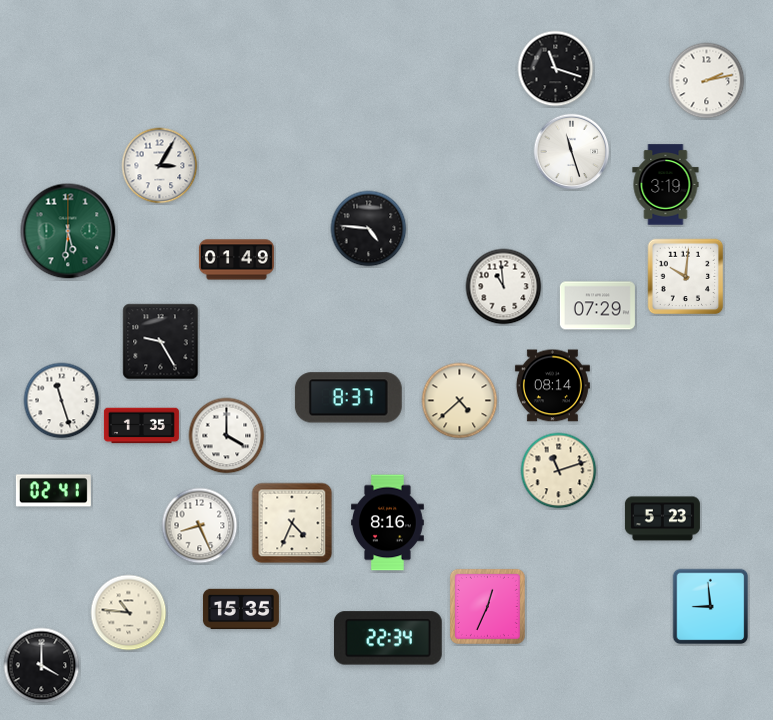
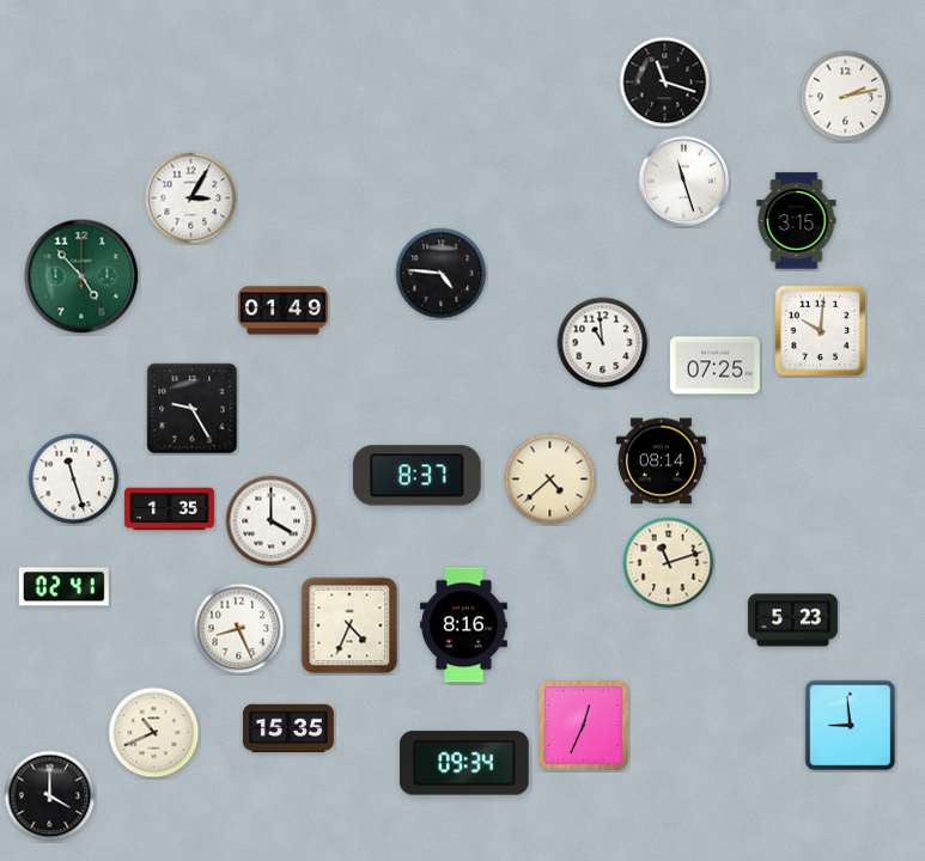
clock at (666, 185): 3:19 -> 3:15
clock at (68, 231): 5:31 -> 4:53
clock at (597, 306): 07:29 -> 07:25
clock at (129, 613): 10:46 -> 10:41
clock at (388, 638): 22:34 -> 09:34
